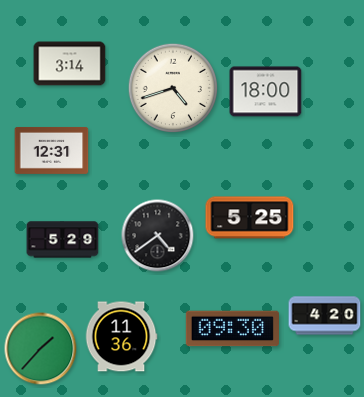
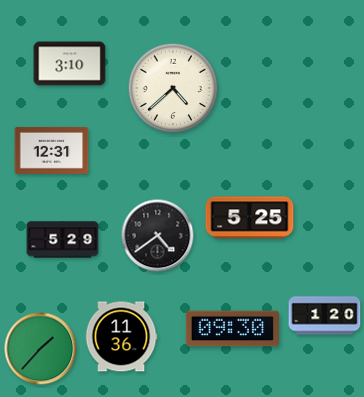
clock at (70, 64): 3:14 -> 3:10
clock at (172, 87): 4:42 -> 4:38
clock at (266, 92): 18:00 -> none
clock at (325, 316): 4:20 -> 1:20
